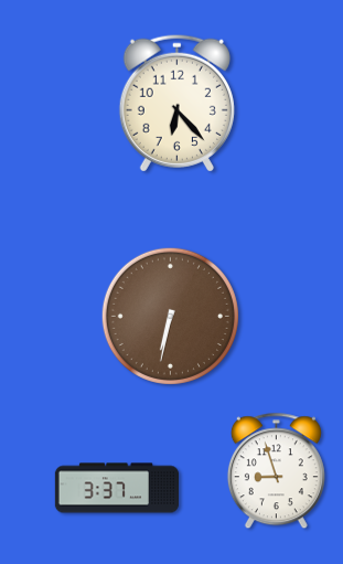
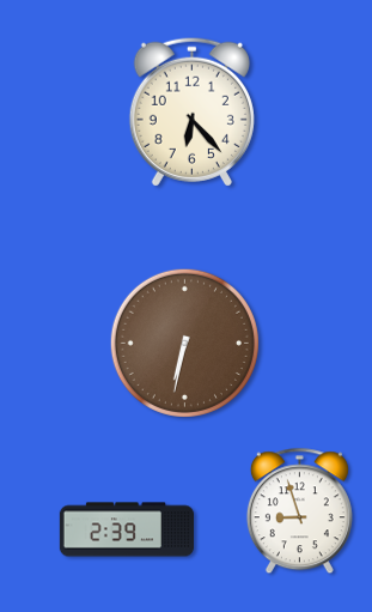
clock at (116, 488): 3:37 -> 2:39
